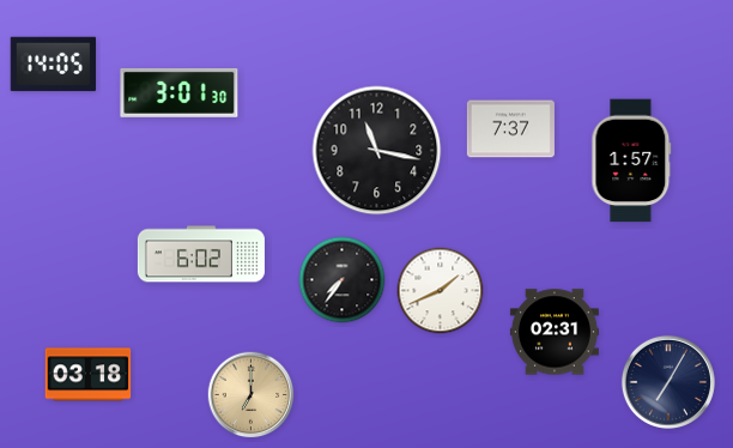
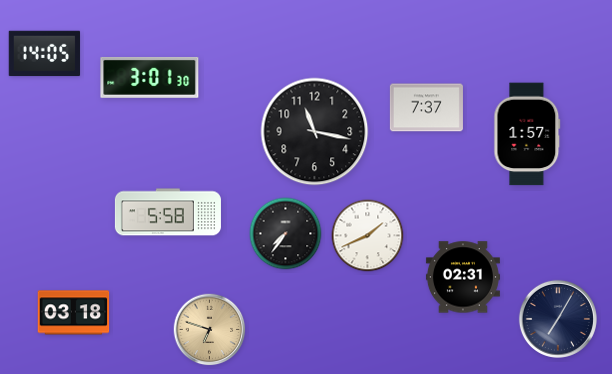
clock at (377, 151) position: (377, 151) -> (315, 132)
clock at (201, 254): 6:02 -> 5:58
clock at (441, 291) position: (441, 291) -> (368, 236)
clock at (252, 395): 7:00 -> 6:48
